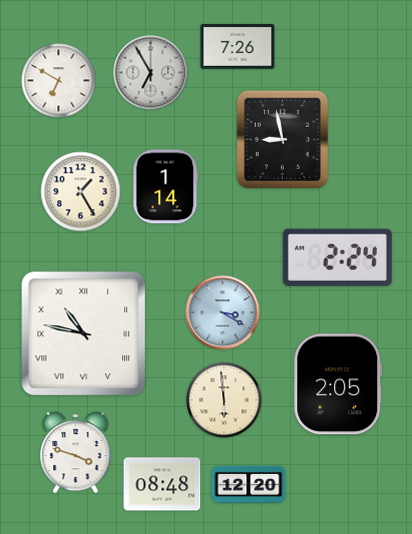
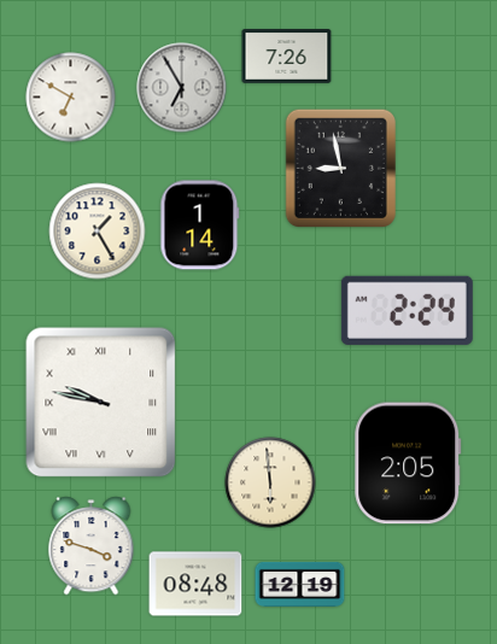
clock at (223, 313): 3:20 -> none
clock at (84, 334): 10:47 -> 9:47
clock at (249, 484): 12:20 -> 12:19
